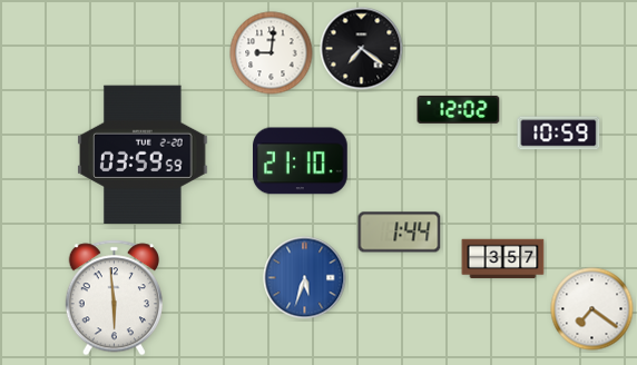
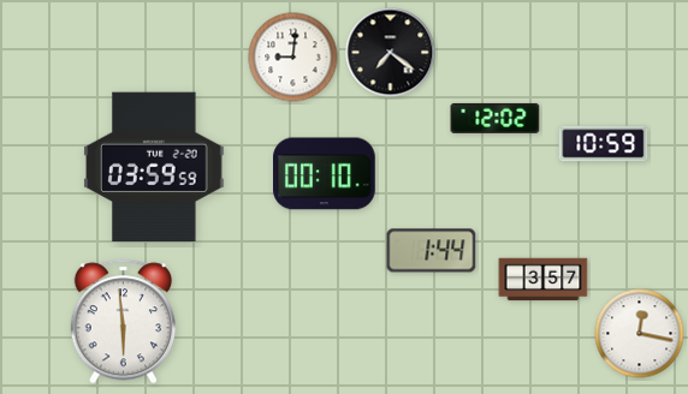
clock at (301, 161): 21:10 -> 00:10
clock at (305, 278): 5:33 -> none
clock at (592, 309): 7:21 -> 12:17
